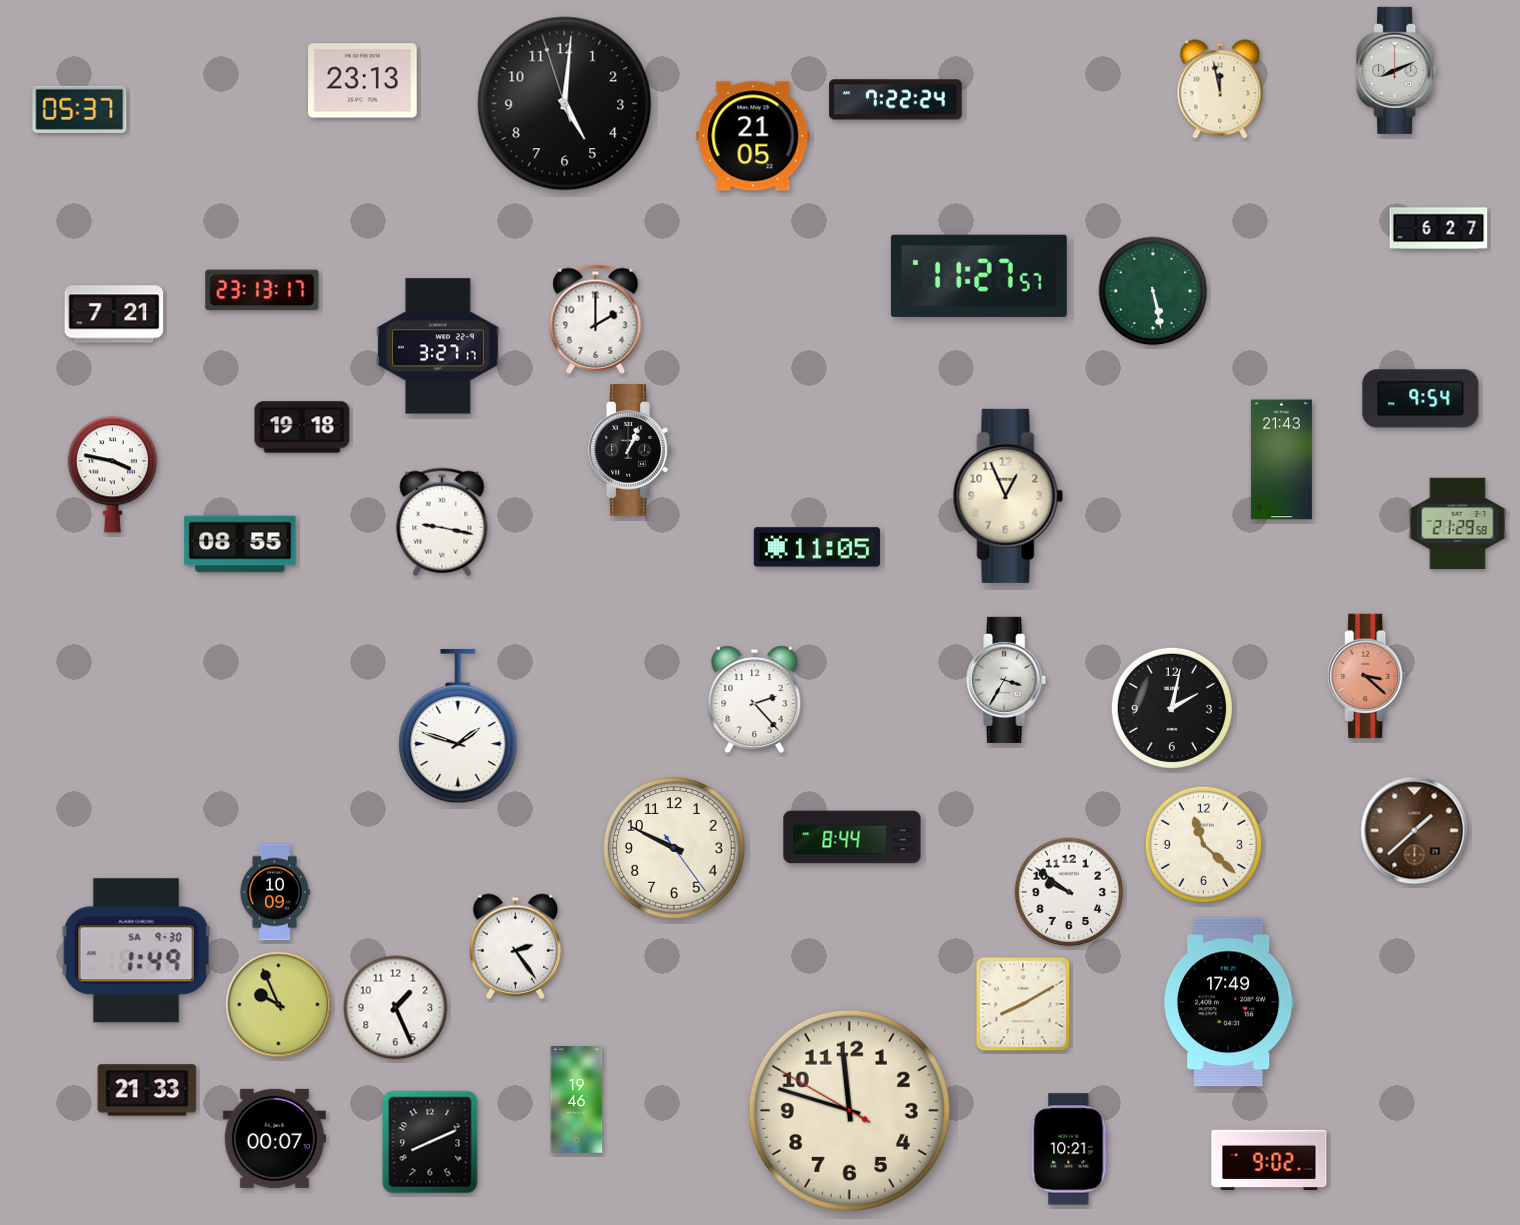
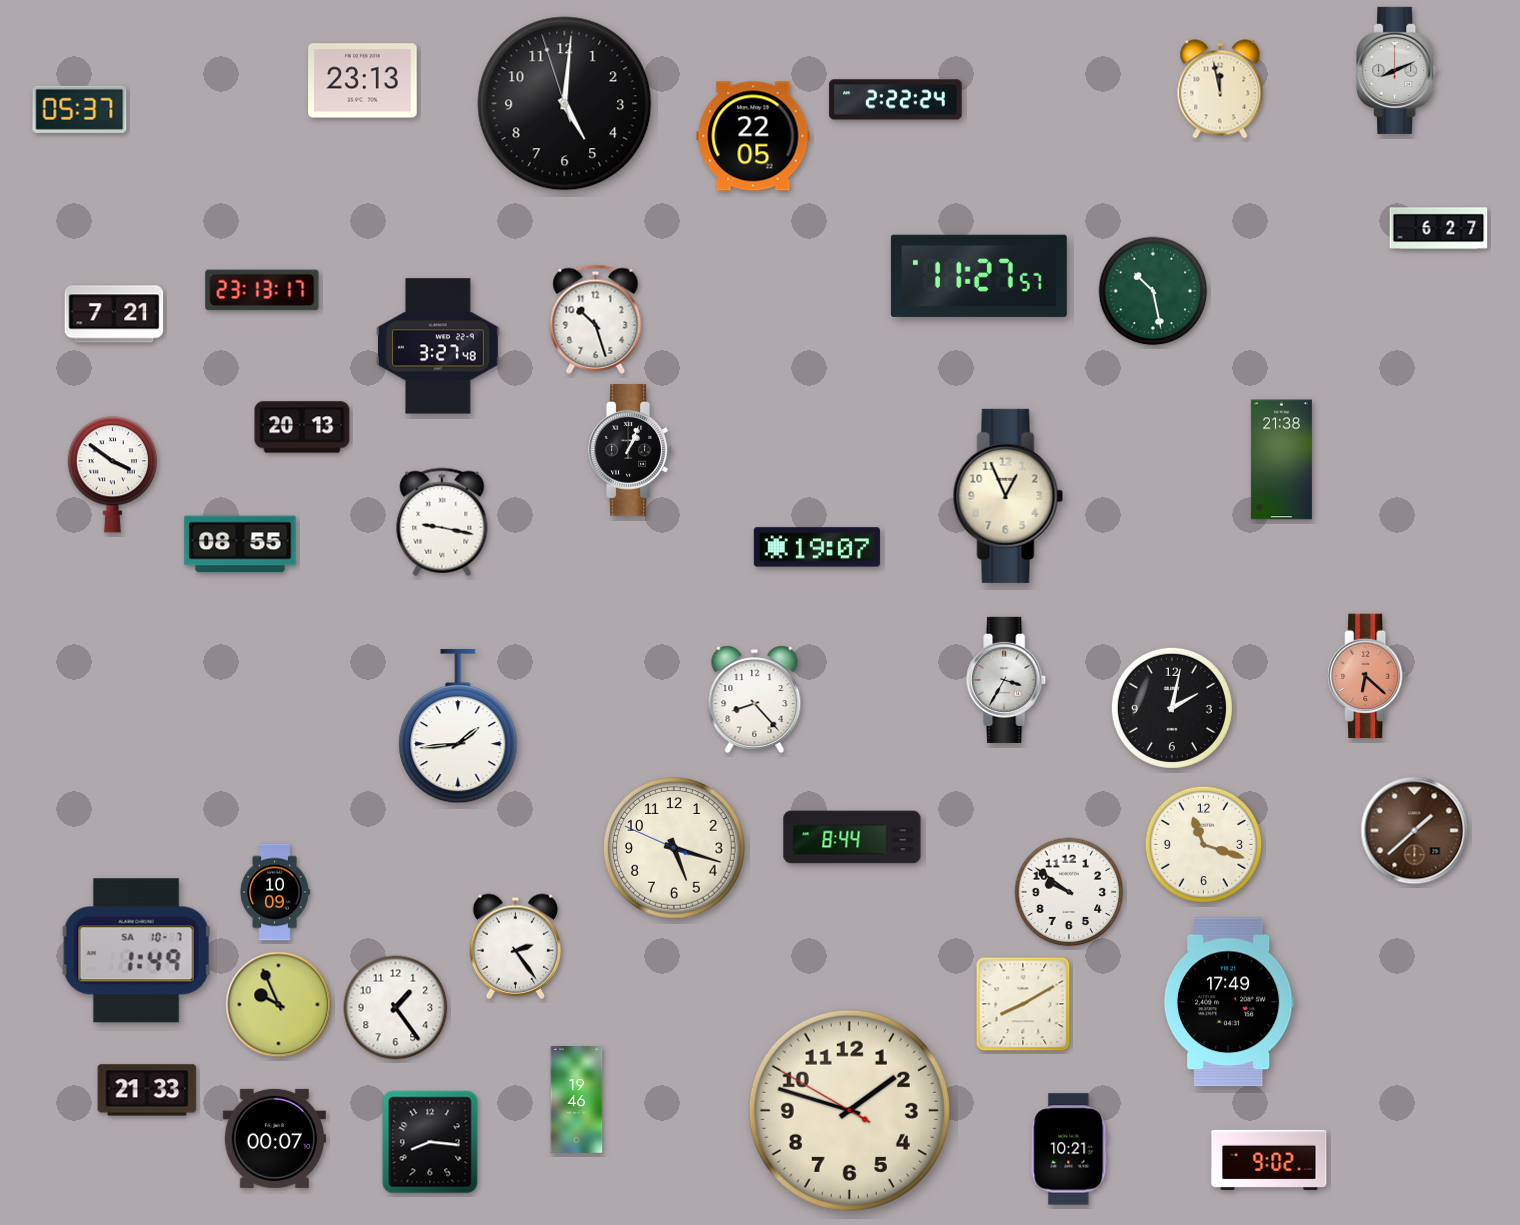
clock at (896, 100): 7:22 -> 2:22
clock at (753, 136): 21:05 -> 22:05
clock at (1153, 291): 5:28 -> 10:28
clock at (596, 319): 2:00 -> 10:27
clock at (438, 346): 3:27:17 -> 3:27:48
clock at (1421, 399): 9:54 -> none
clock at (302, 427): 19:18 -> 20:13
clock at (1281, 460): 21:43 -> 21:38
clock at (112, 475): 3:47 -> 3:51
clock at (1458, 523): 21:29 -> none
clock at (817, 547): 11:05 -> 19:07
clock at (1367, 676): 3:22 -> 6:22
clock at (755, 700): 2:23 -> 8:23
clock at (458, 726): 1:48 -> 1:44
clock at (1203, 844): 11:22 -> 11:18
clock at (674, 848): 9:49 -> 5:17
clock at (137, 951) date: SA 9-30 -> SA 10-7
clock at (396, 1008): 1:26 -> 1:24
clock at (849, 1110): 11:47 -> 1:47
clock at (430, 1142): 8:11 -> 8:16
